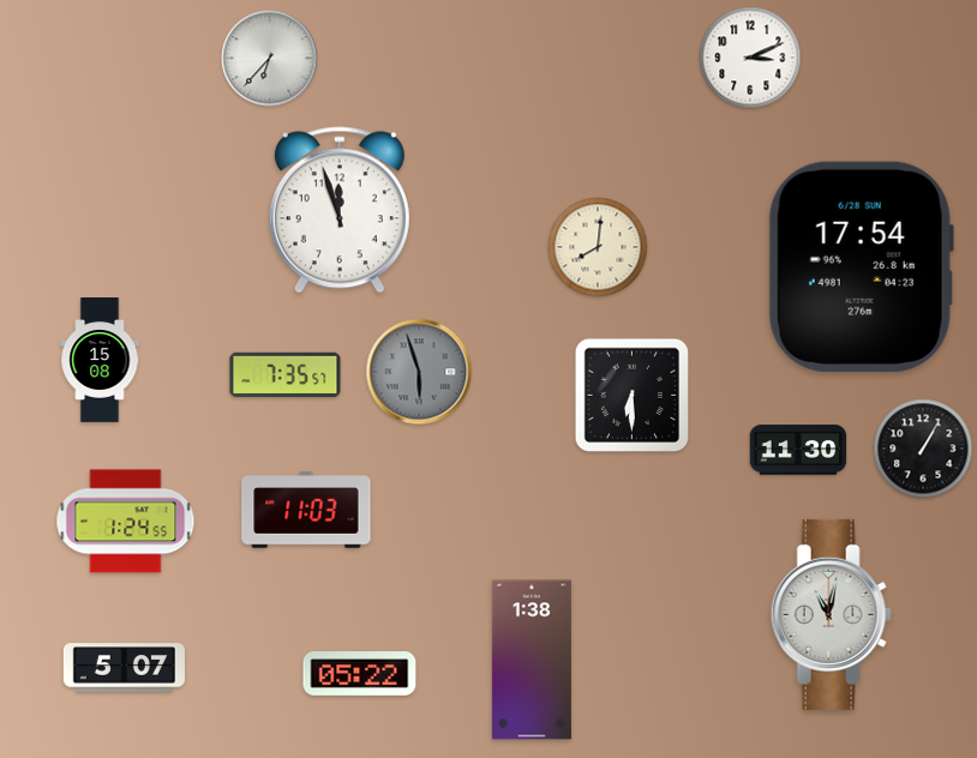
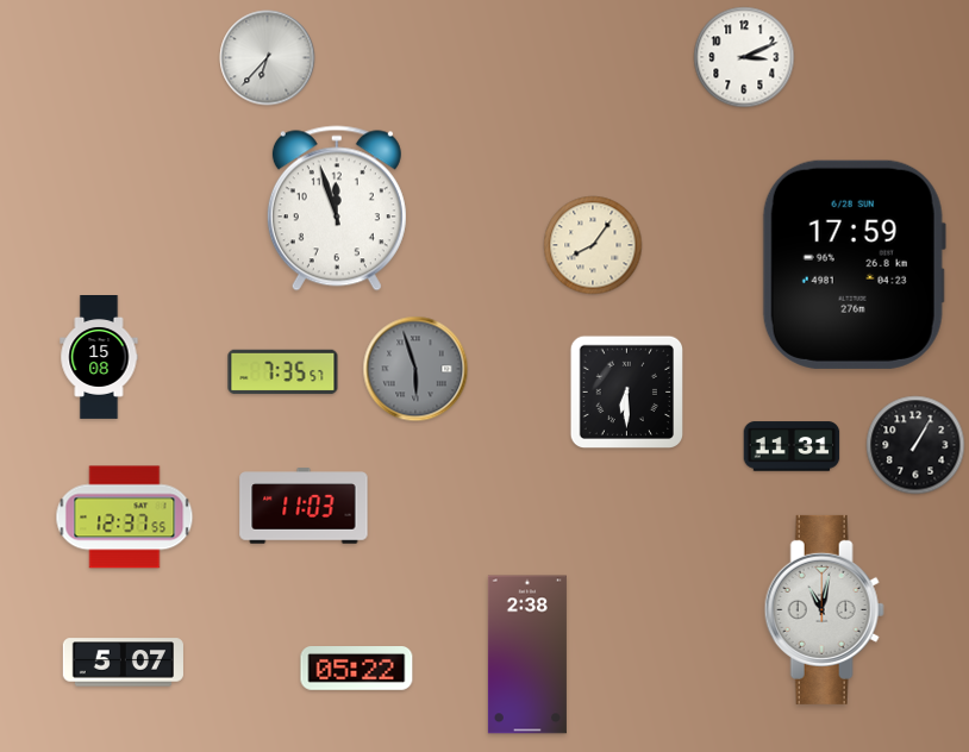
clock at (598, 247): 8:01 -> 8:06
clock at (861, 266): 17:54 -> 17:59
clock at (798, 450): 11:30 -> 11:31
clock at (126, 522): 1:24 -> 12:37
clock at (532, 660): 1:38 -> 2:38
